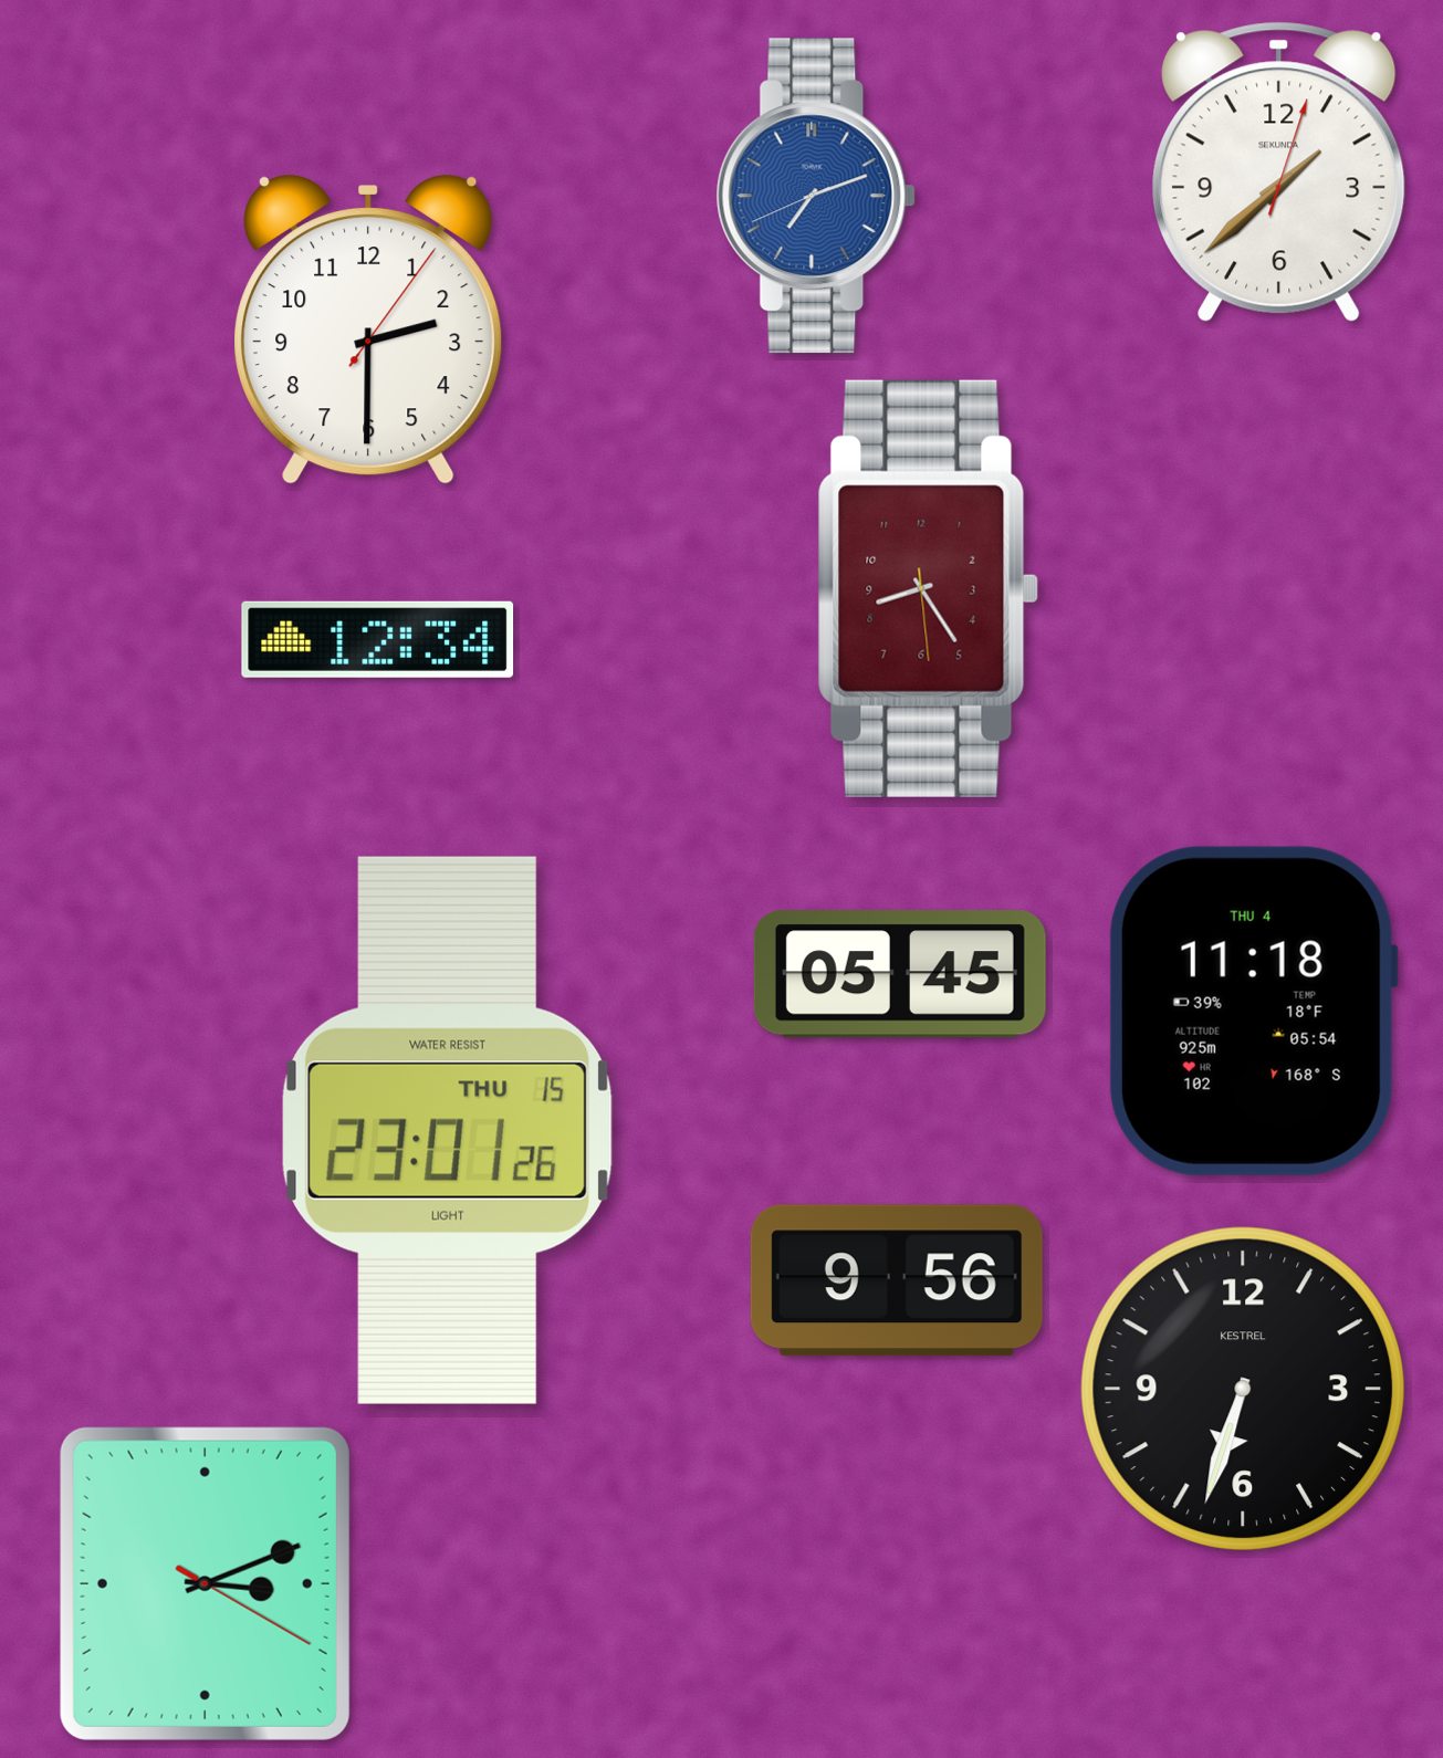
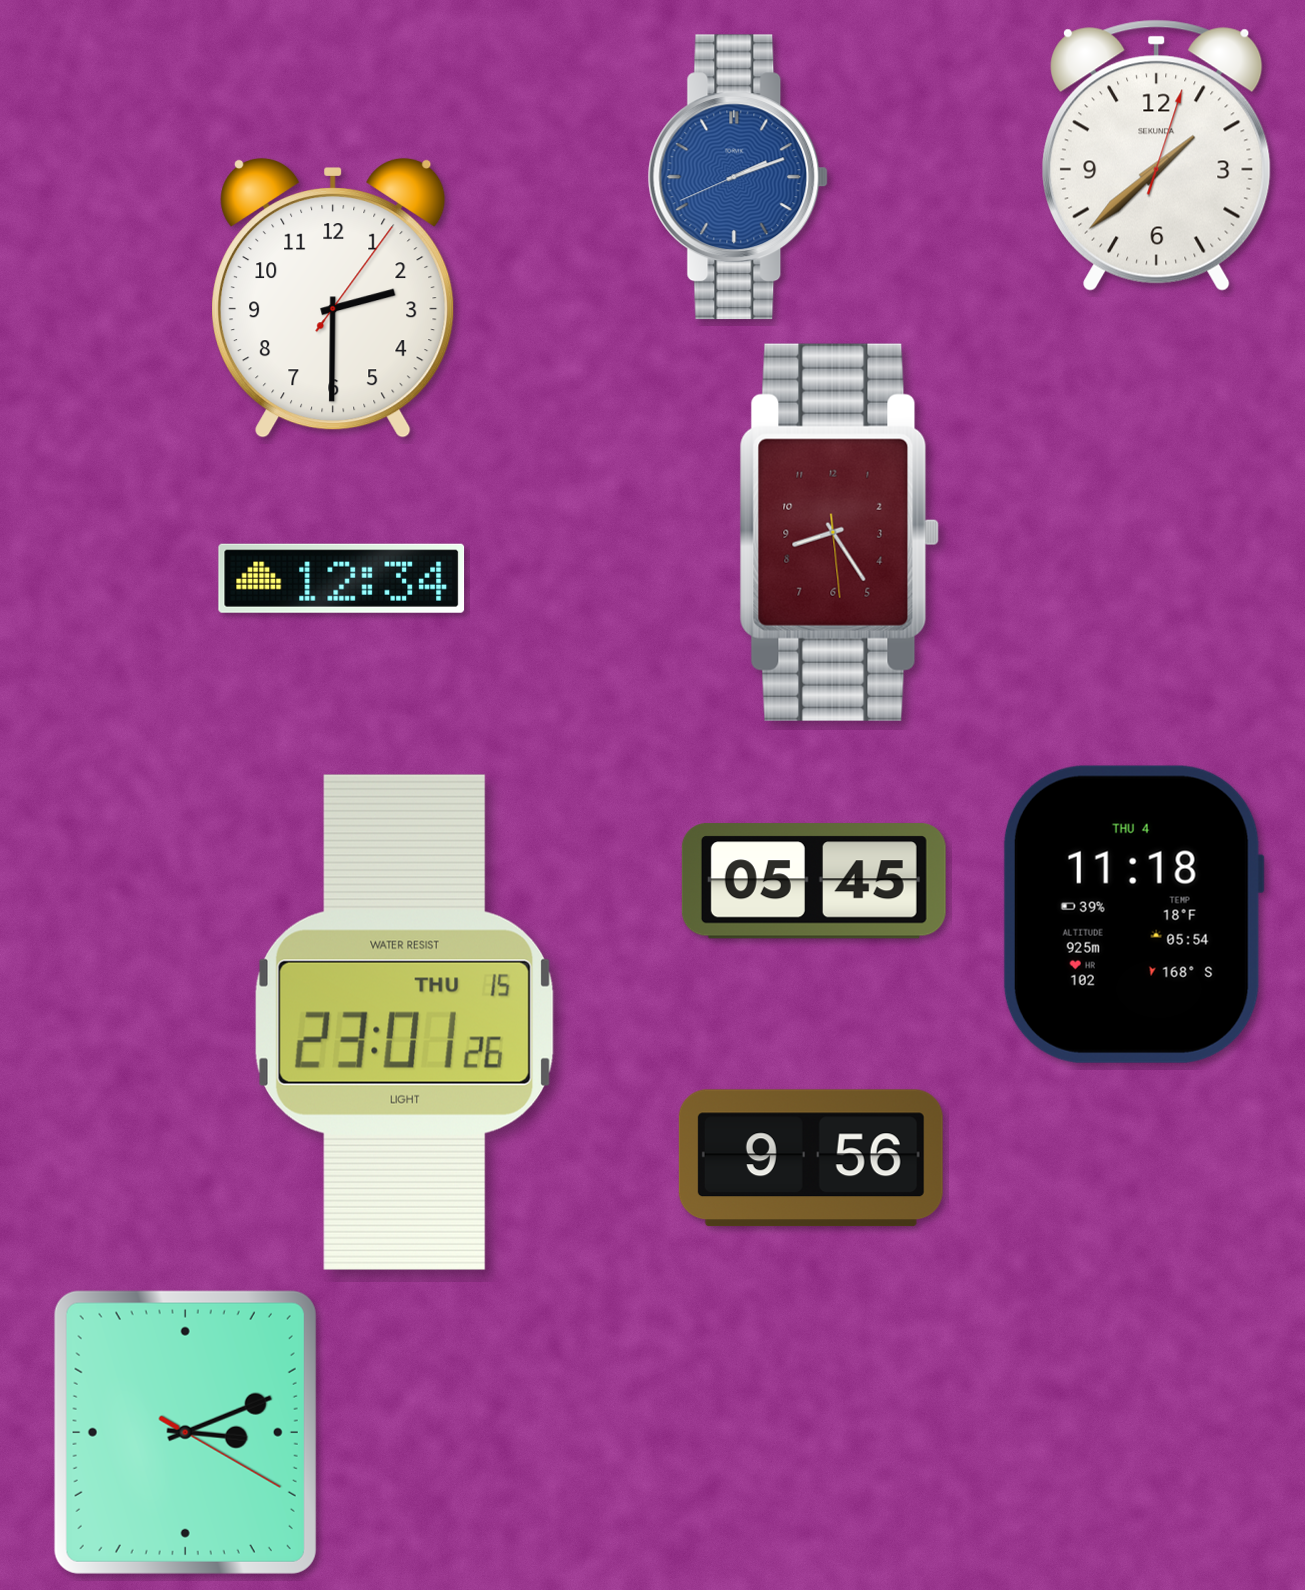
clock at (816, 196): 7:11 -> 2:11
clock at (1242, 1388): 6:33 -> none
